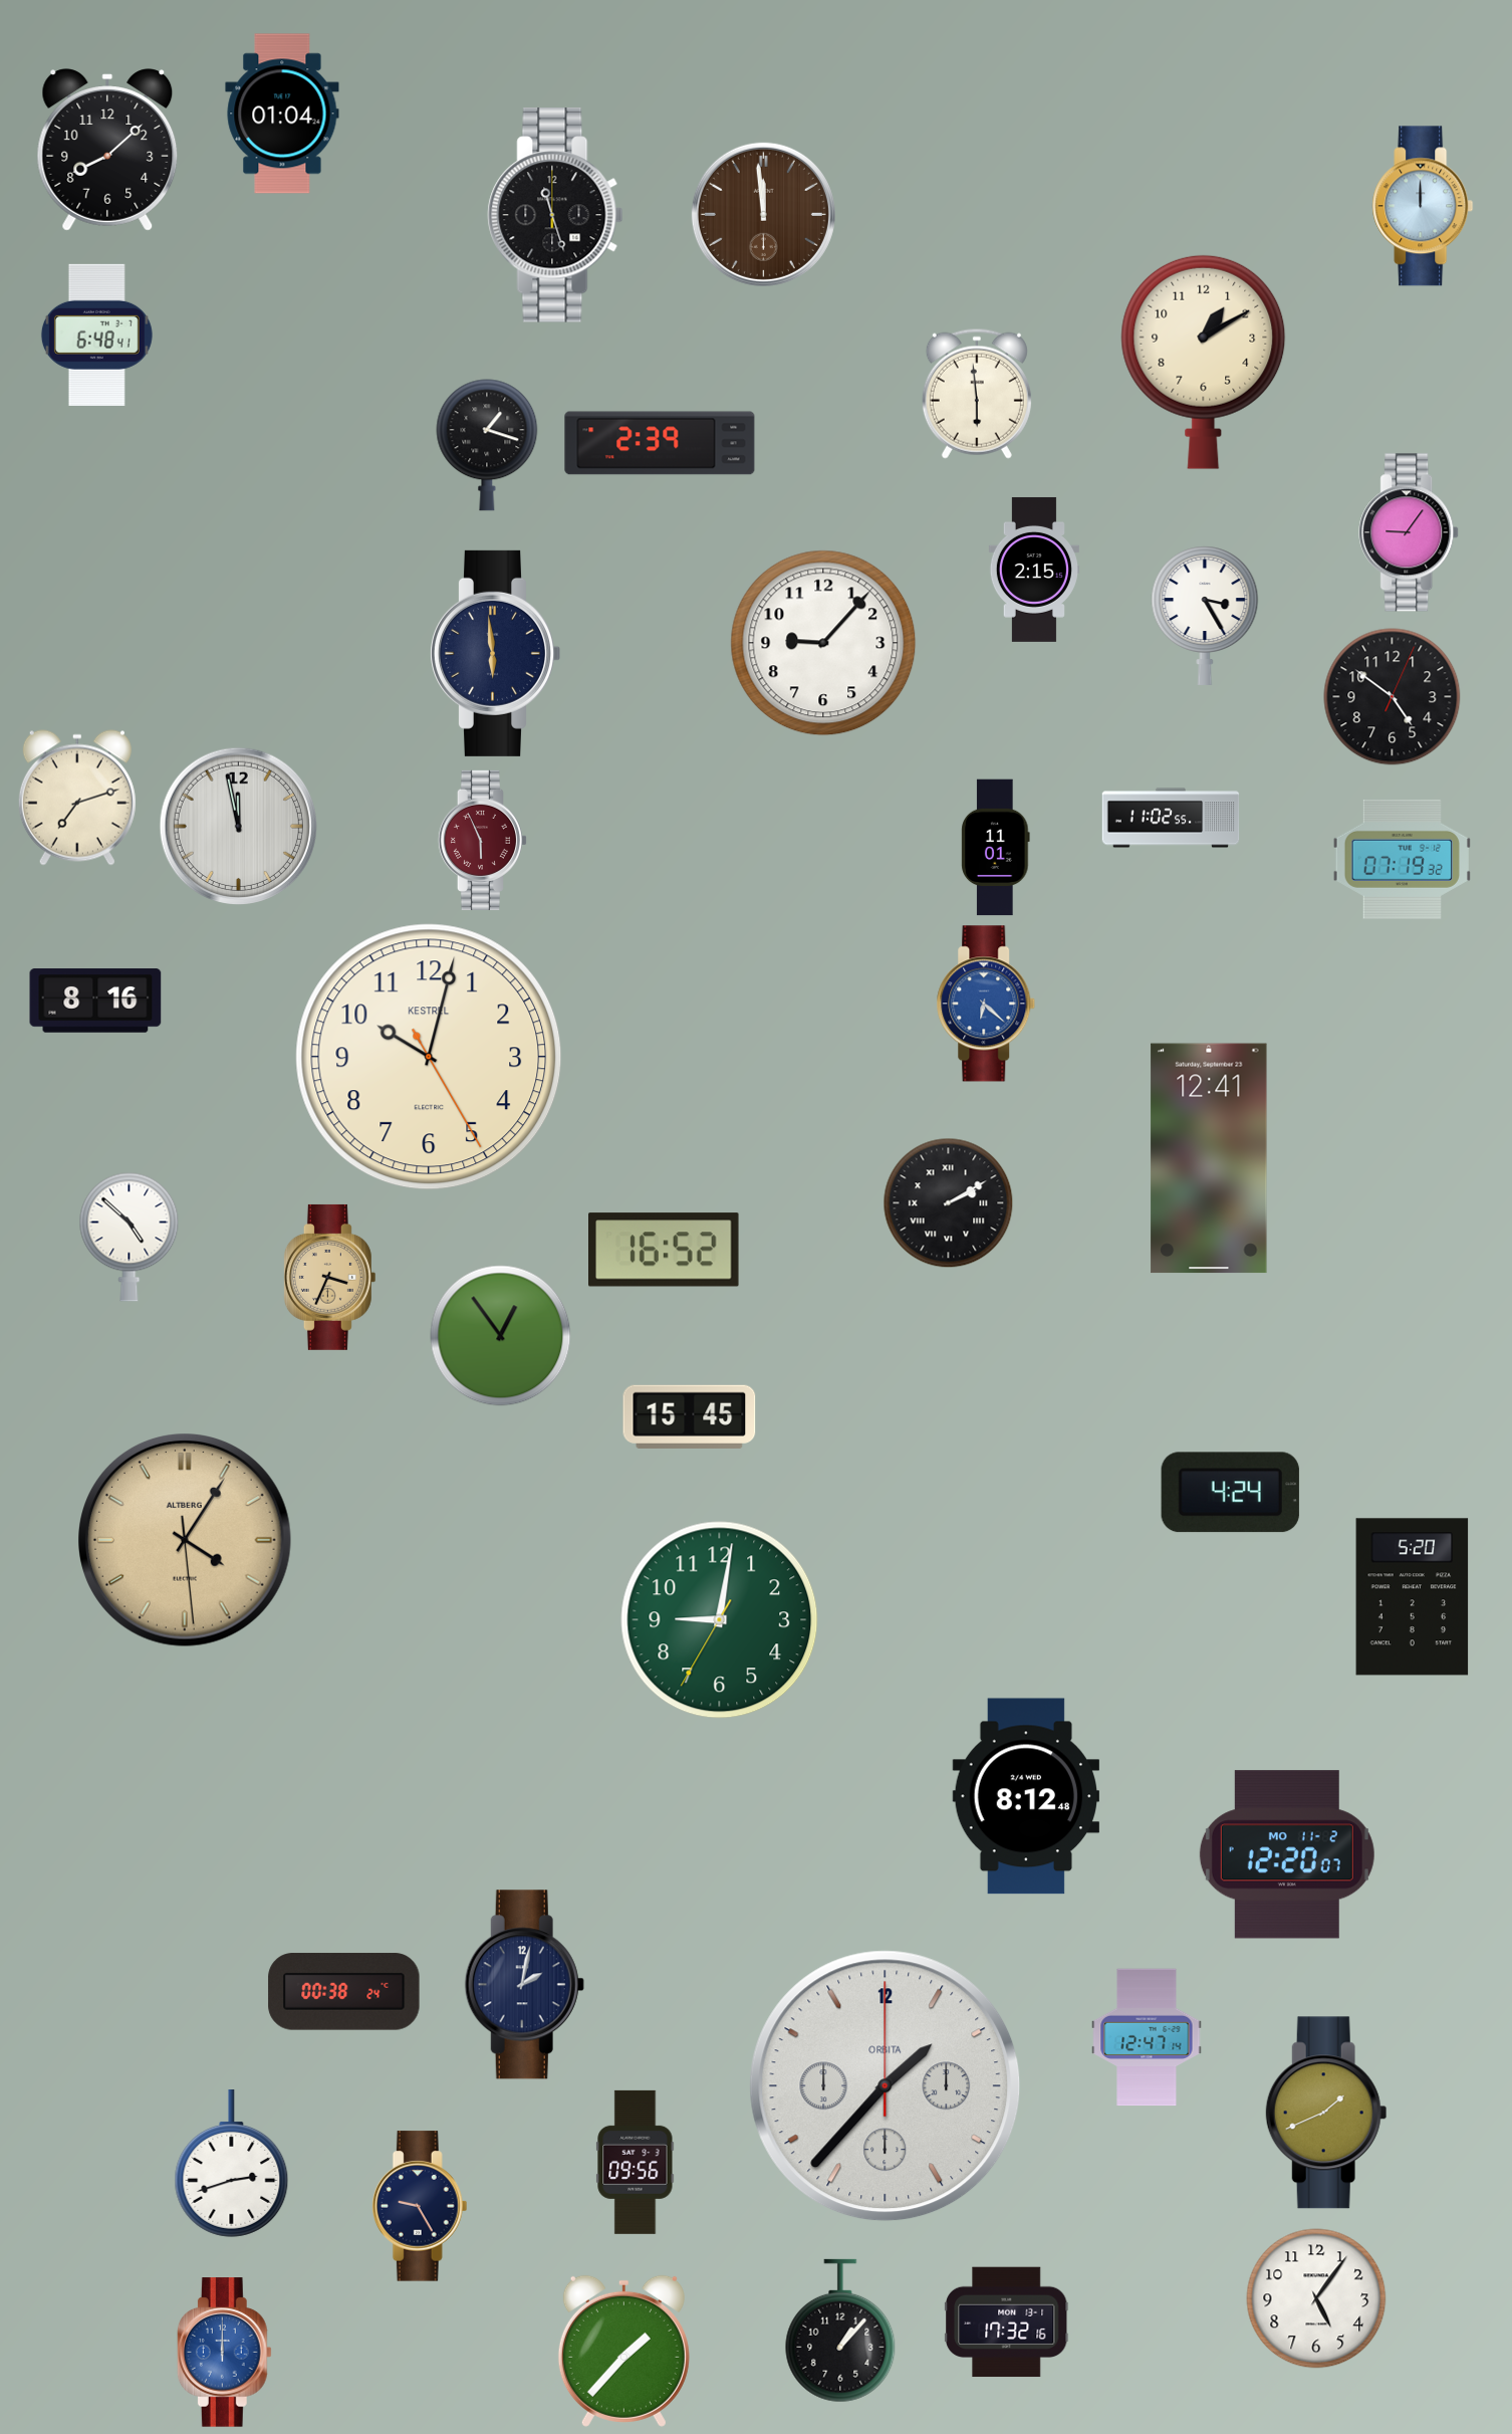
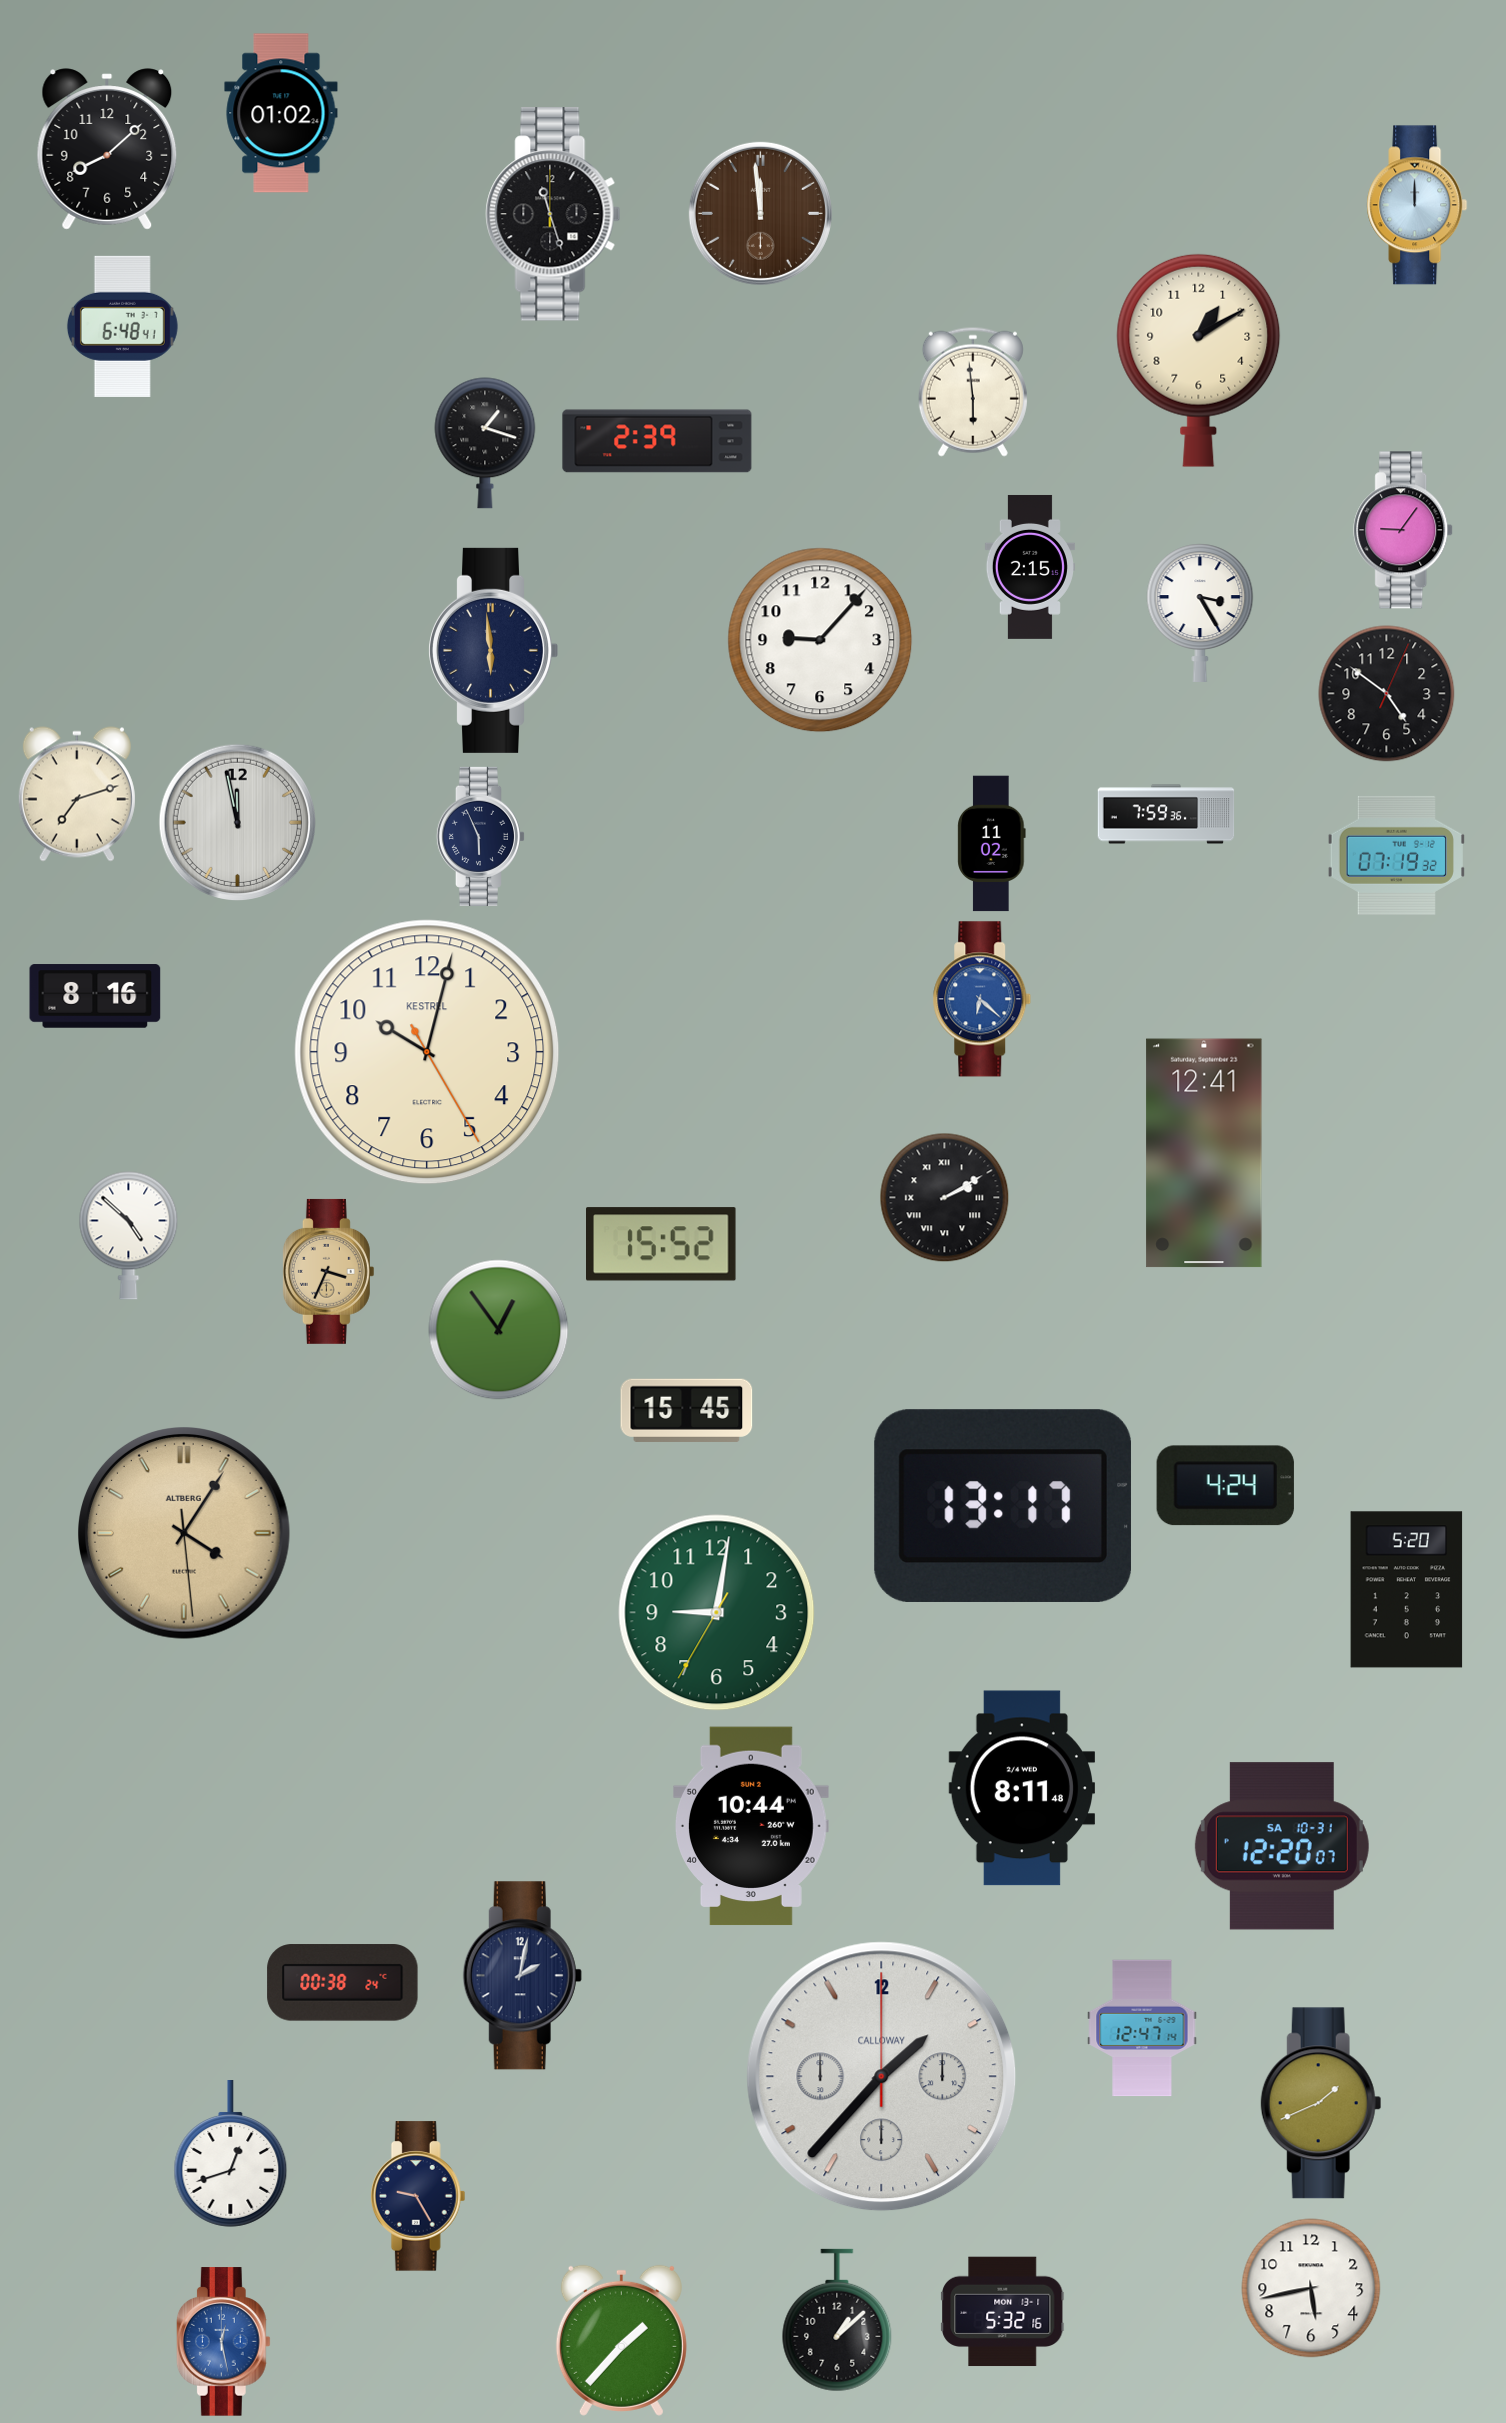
clock at (282, 114): 01:04 -> 01:02
clock at (96, 335) position: (96, 335) -> (122, 326)
clock at (1171, 818): 11:02 -> 7:59
clock at (483, 840) dial: burgundy -> navy
clock at (996, 848): 11:01 -> 11:02
clock at (130, 1237) position: (130, 1237) -> (129, 1235)
clock at (665, 1250): 16:52 -> 15:52
clock at (1003, 1506): none -> 13:17
clock at (1025, 1796): 8:12 -> 8:11
clock at (752, 1826): none -> 10:44
clock at (1287, 1854) date: MO 11-2 -> SA 10-31
clock at (886, 2086) brand: ORBITA -> CALLOWAY
clock at (636, 2162): 09:56 -> none
clock at (232, 2164): 2:42 -> 12:42
clock at (1316, 2298): 5:06 -> 5:43
clock at (1007, 2322): 17:32 -> 5:32
clock at (840, 2331): 1:07 -> 1:08
clock at (224, 2353): 12:00 -> 12:28
